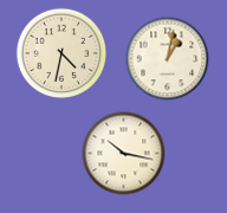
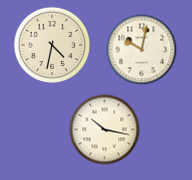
clock at (168, 59): 1:02 -> 10:02
